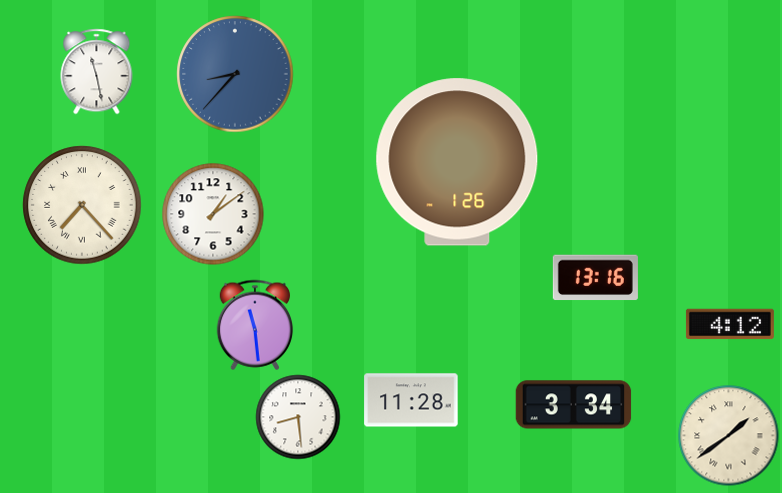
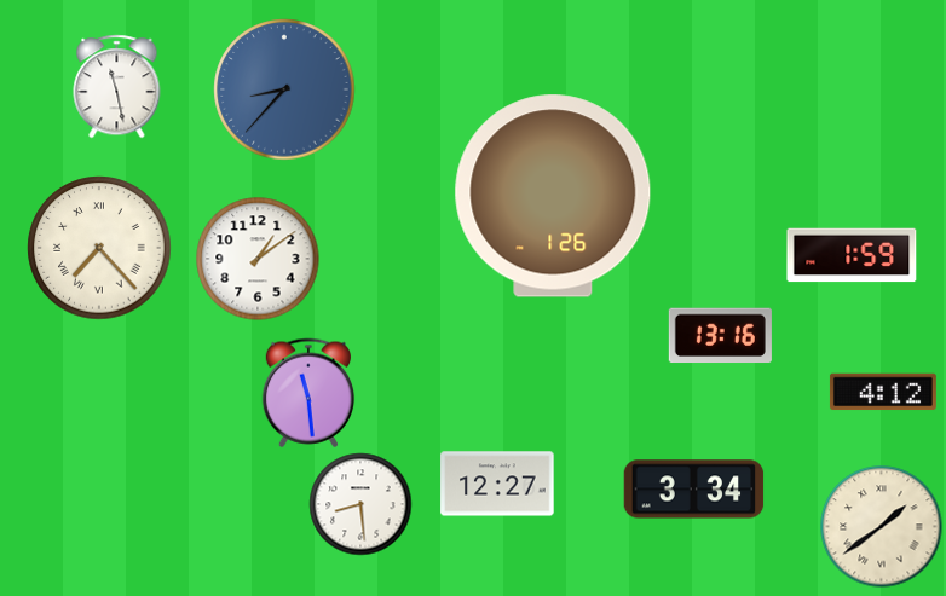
clock at (852, 255): none -> 1:59
clock at (411, 400): 11:28 -> 12:27
